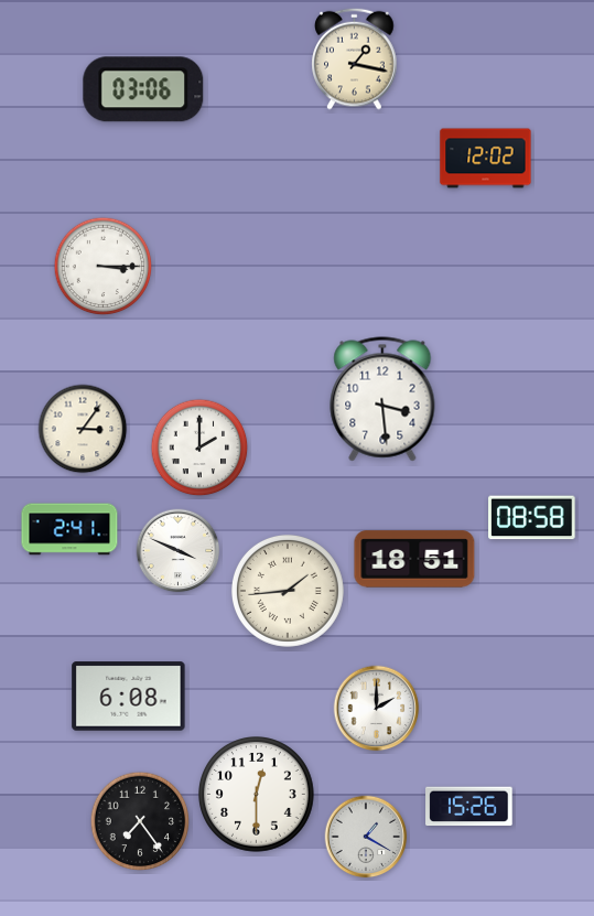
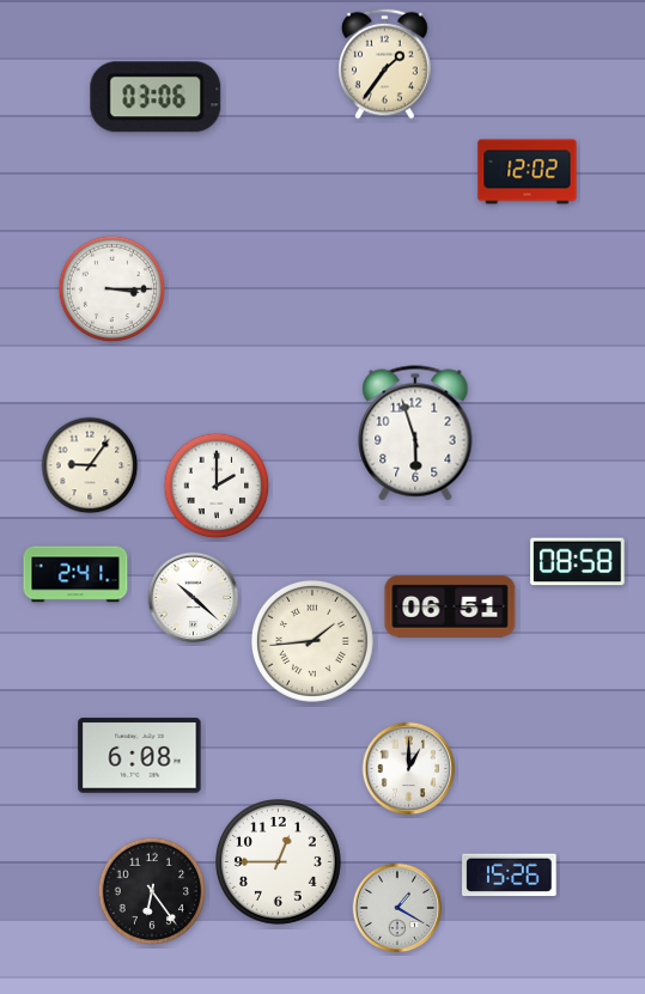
clock at (355, 58): 1:17 -> 1:36
clock at (382, 399): 3:29 -> 5:57
clock at (83, 429): 3:06 -> 9:06
clock at (179, 551): 3:49 -> 10:22
clock at (414, 559): 18:51 -> 06:51
clock at (377, 709): 2:00 -> 1:00
clock at (257, 795): 12:30 -> 12:45
clock at (140, 821): 7:24 -> 6:24
